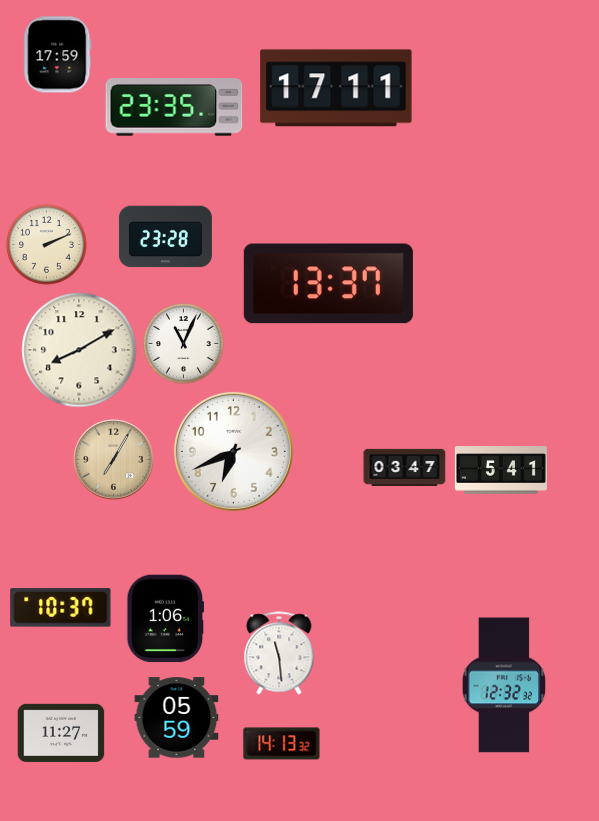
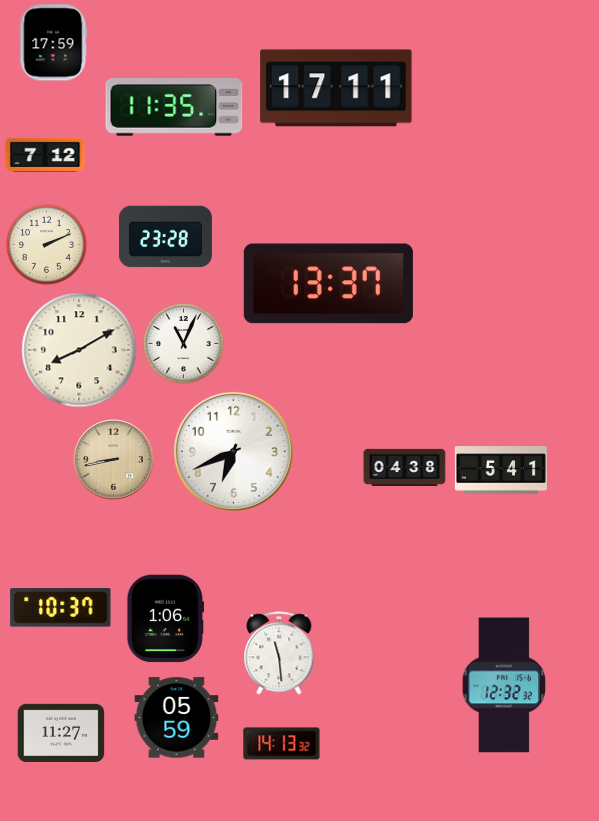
clock at (58, 55) position: (58, 55) -> (54, 43)
clock at (174, 107): 23:35 -> 11:35
clock at (45, 155): none -> 7:12
clock at (114, 460): 7:05 -> 8:43
clock at (405, 467): 03:47 -> 04:38
